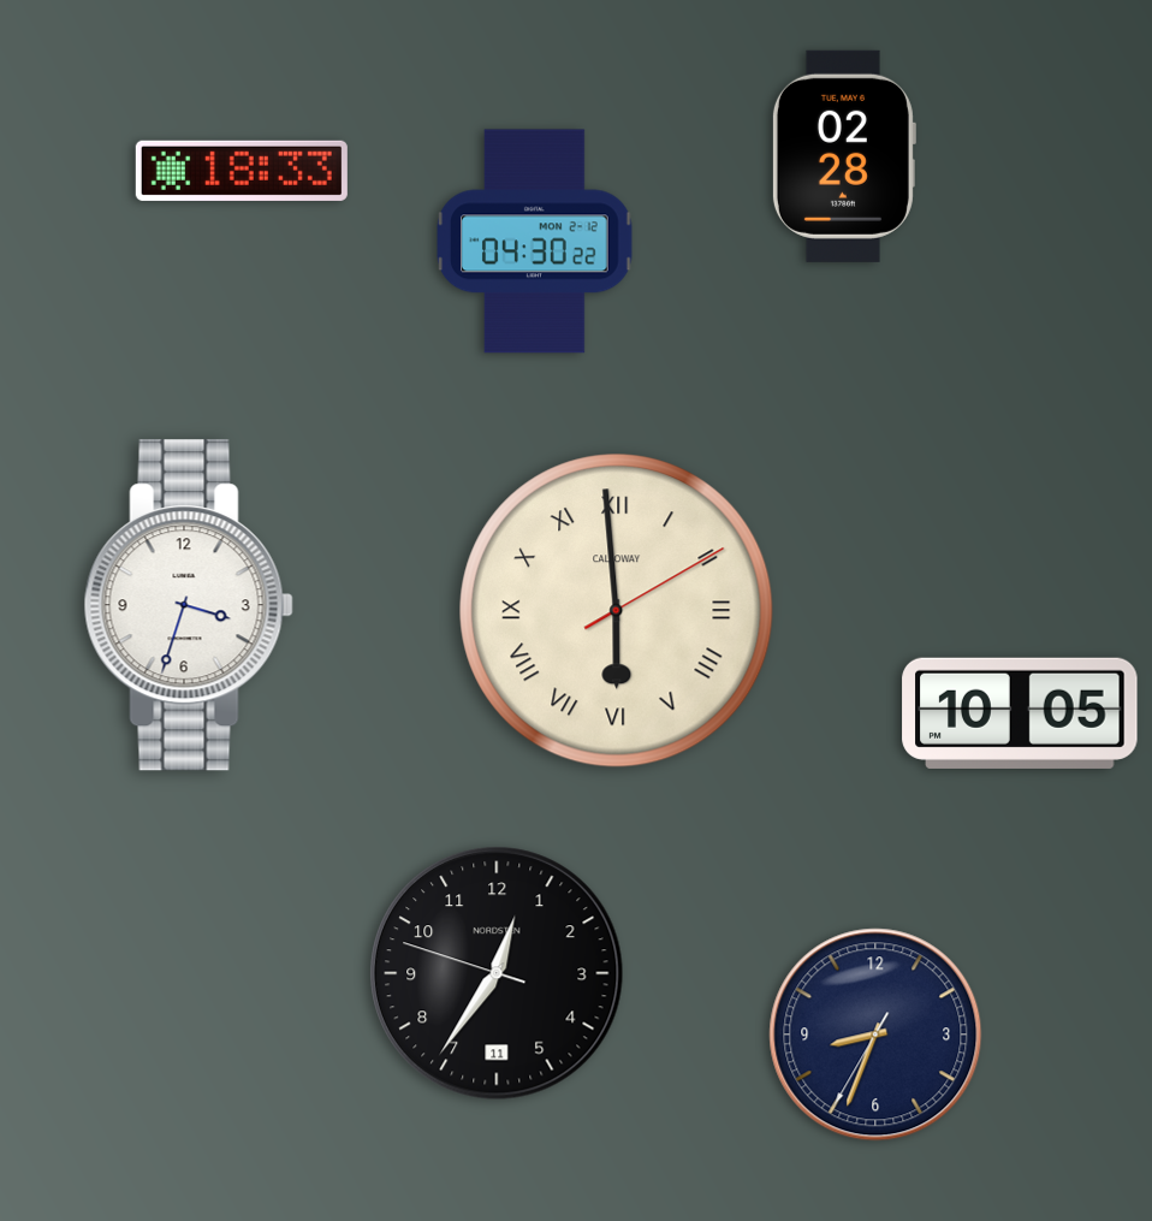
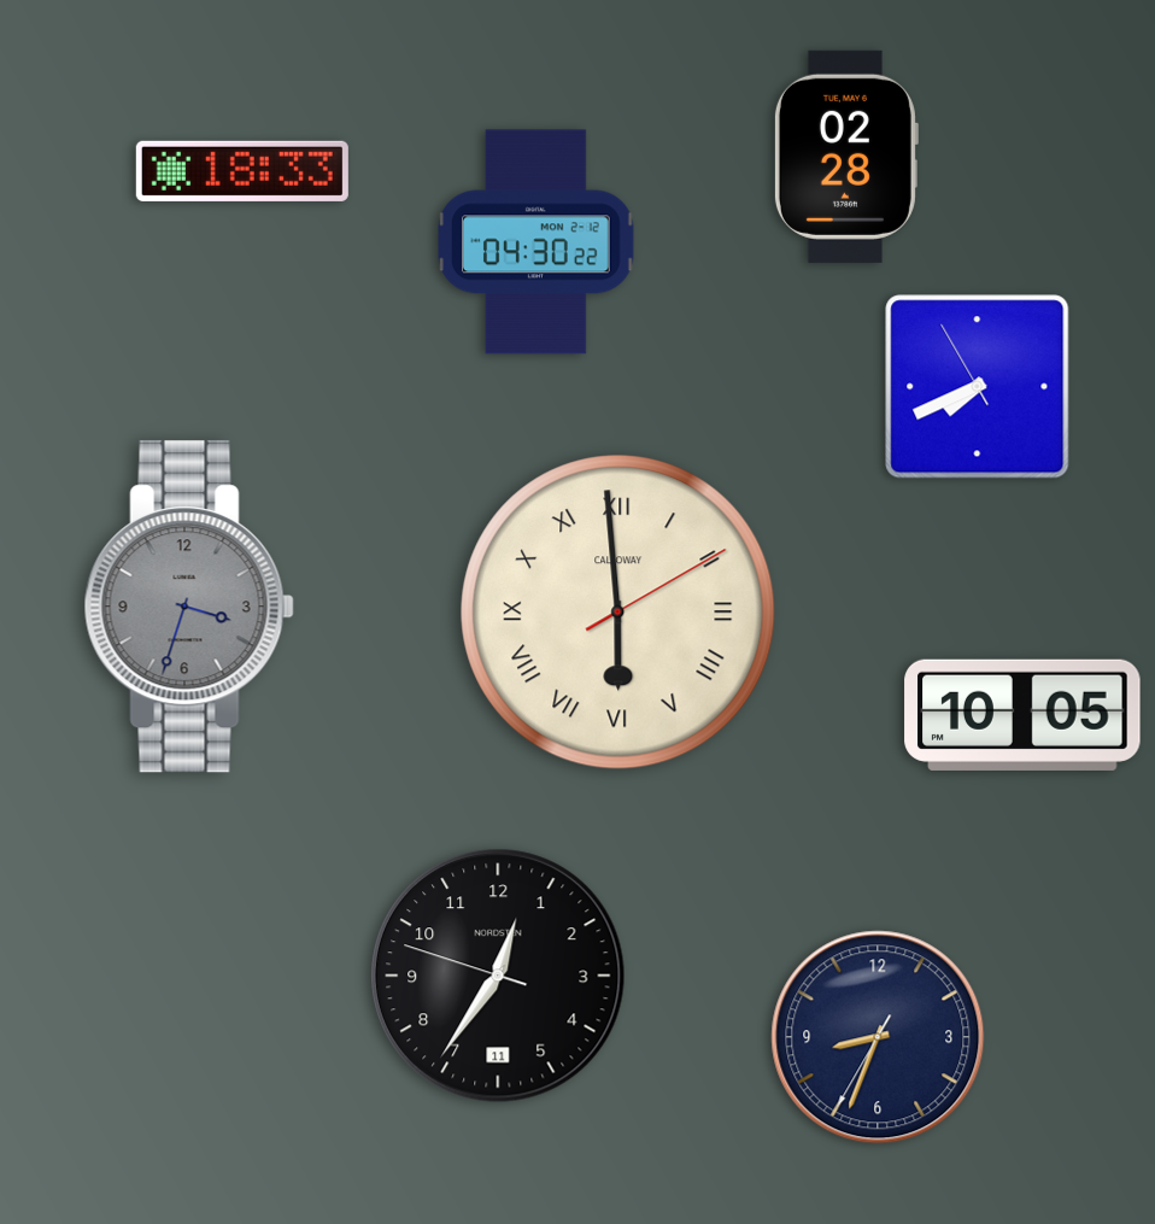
clock at (978, 387): none -> 7:40
clock at (189, 605) dial: white -> grey
